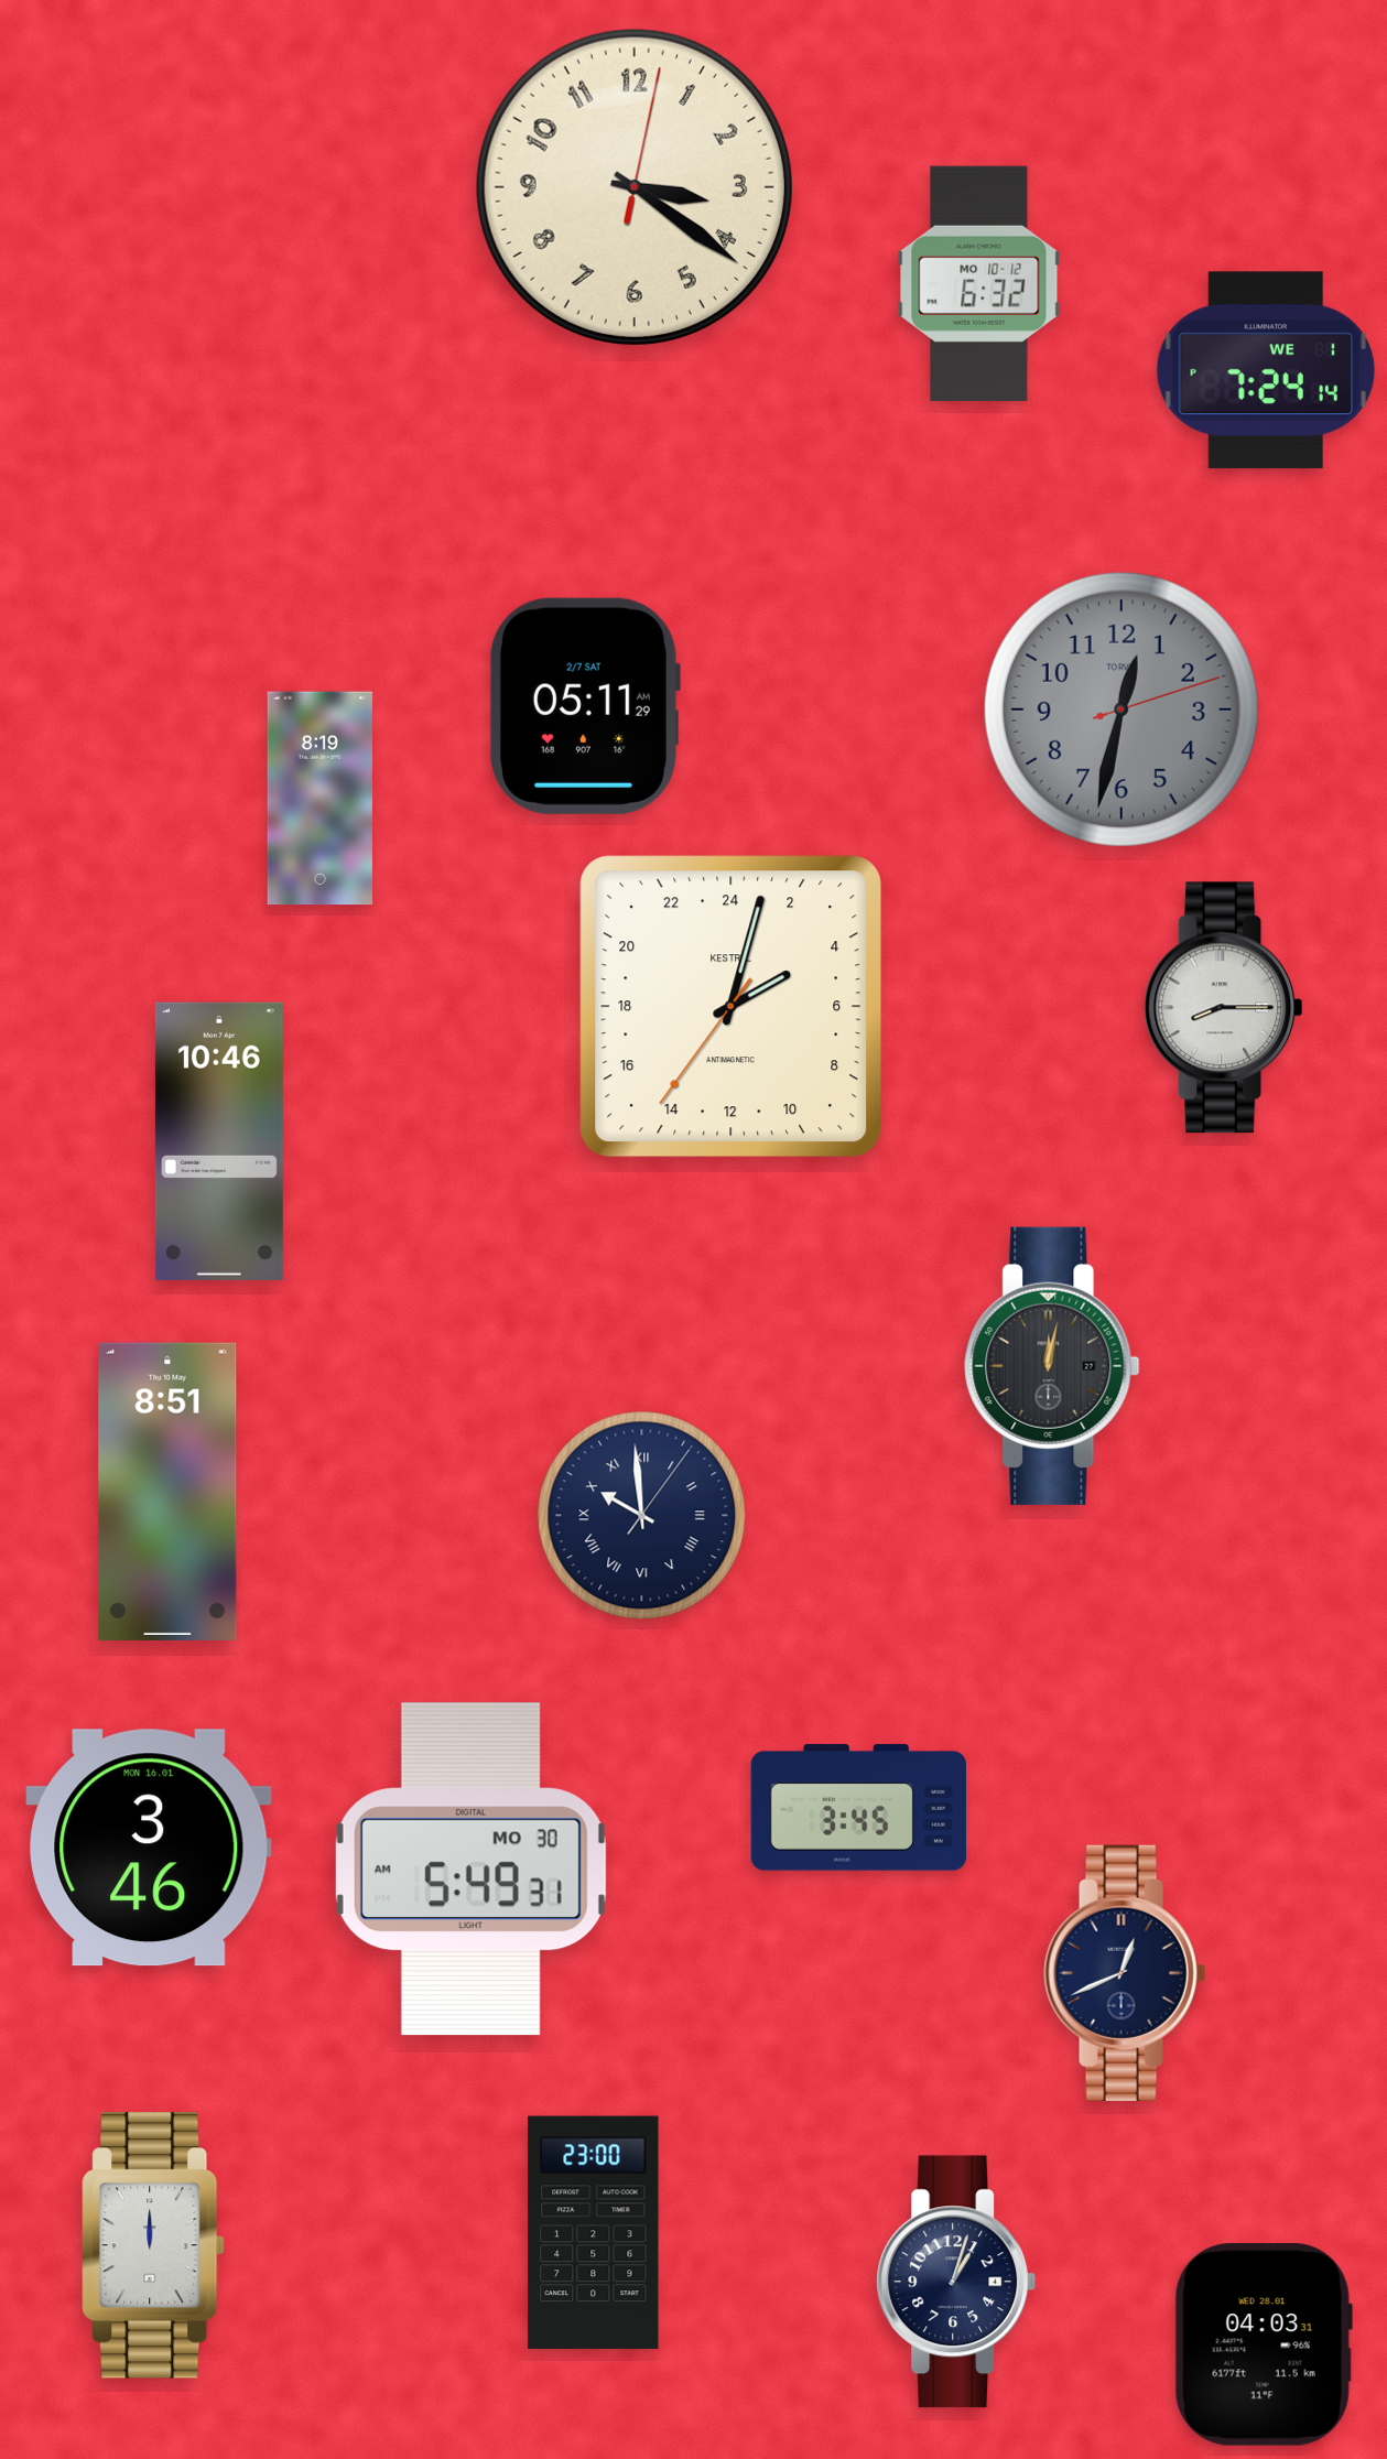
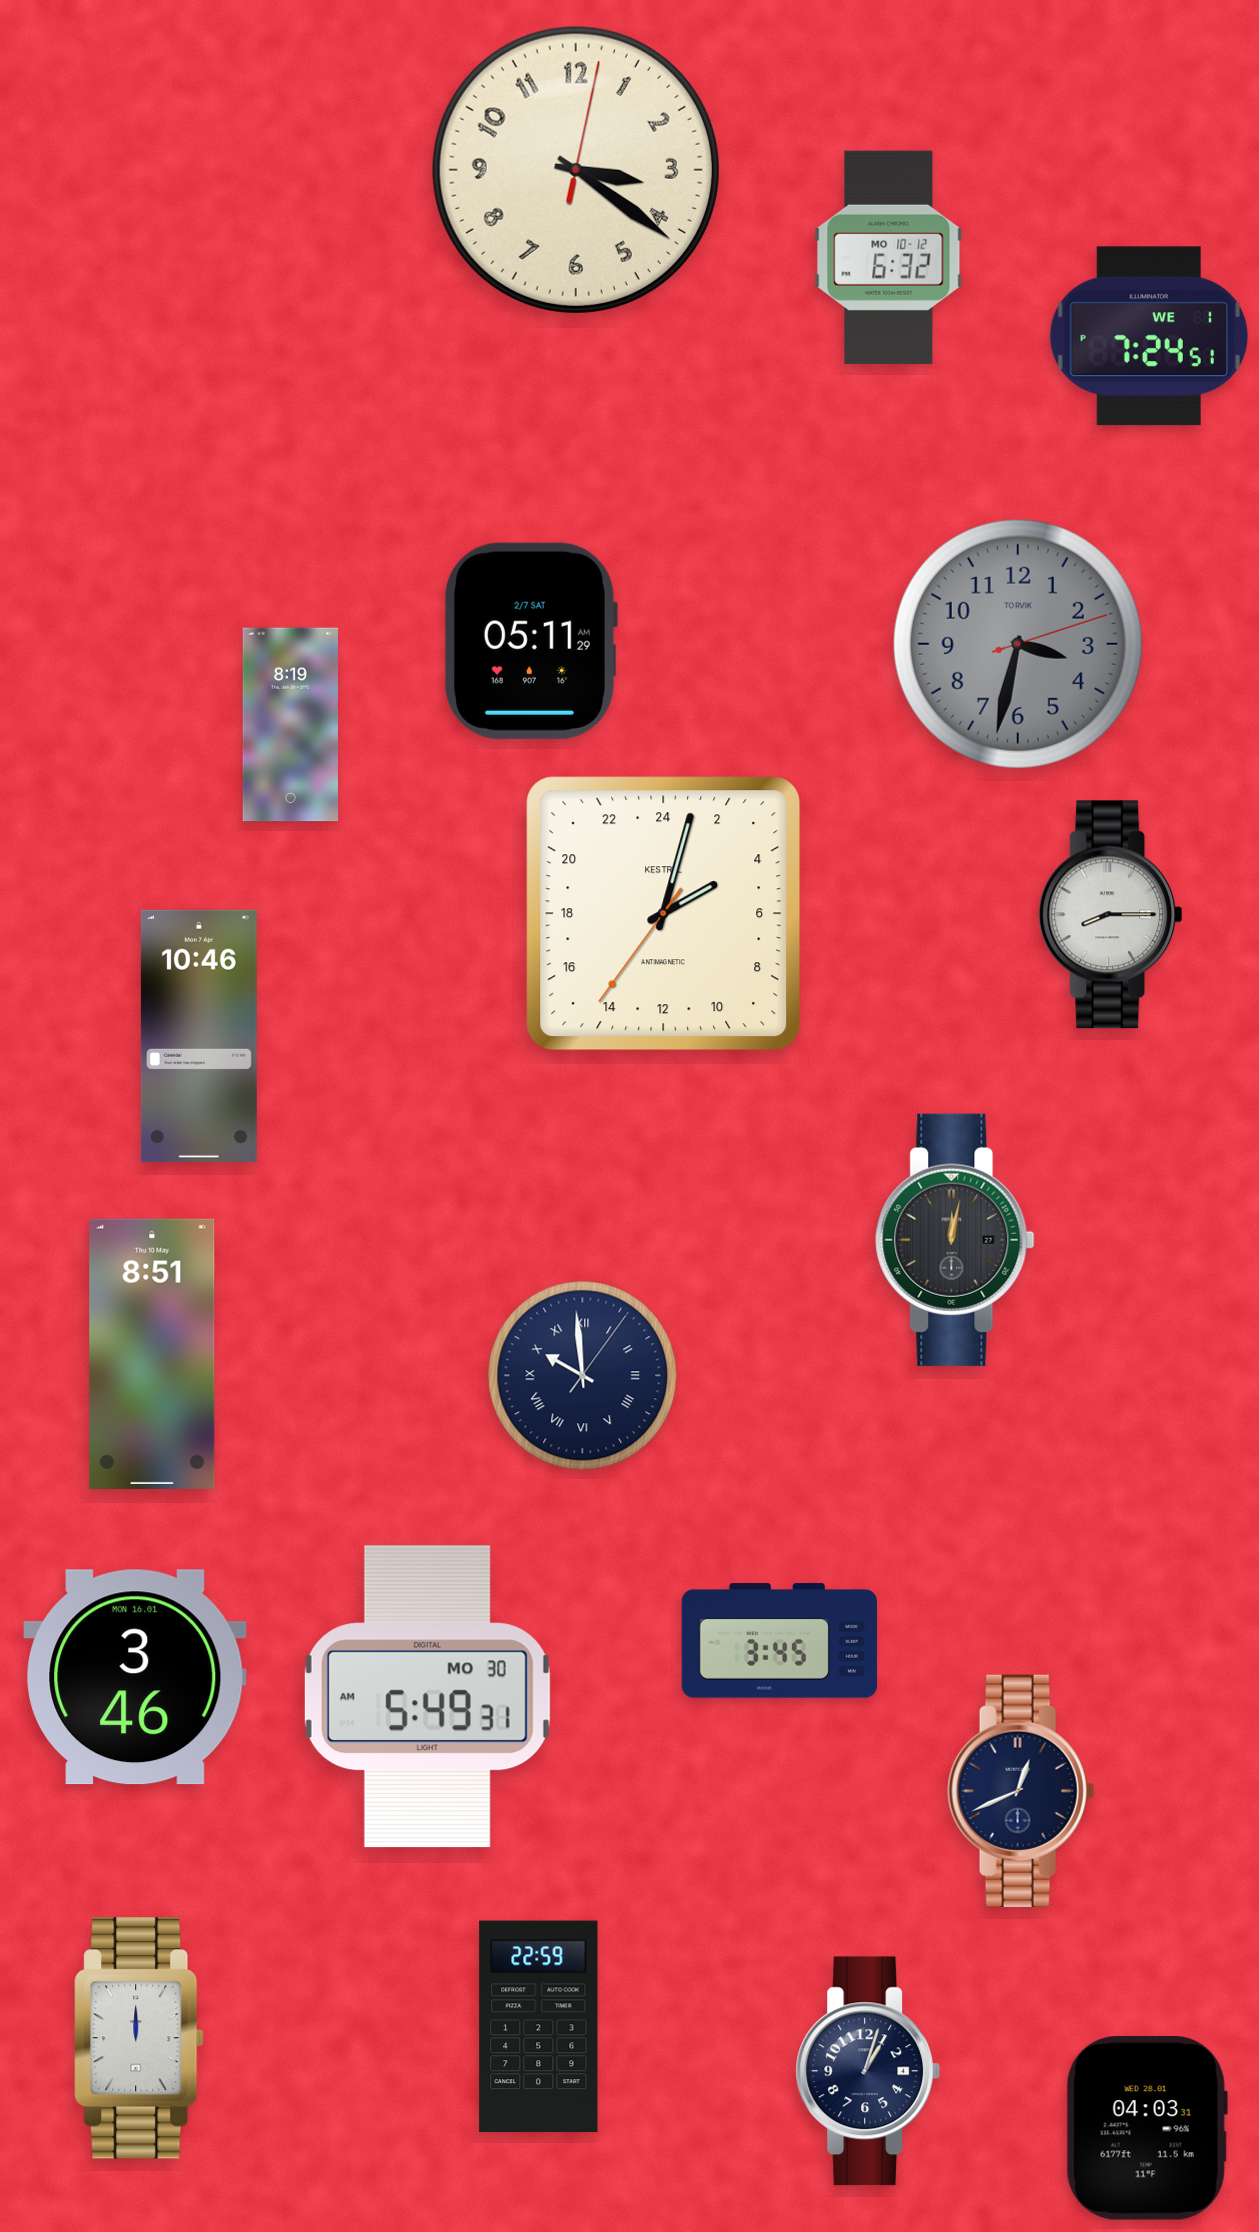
clock at (1266, 370): 7:24:14 PM -> 7:24:51 PM
clock at (1121, 709): 12:32 -> 3:32
clock at (594, 2233): 23:00 -> 22:59
